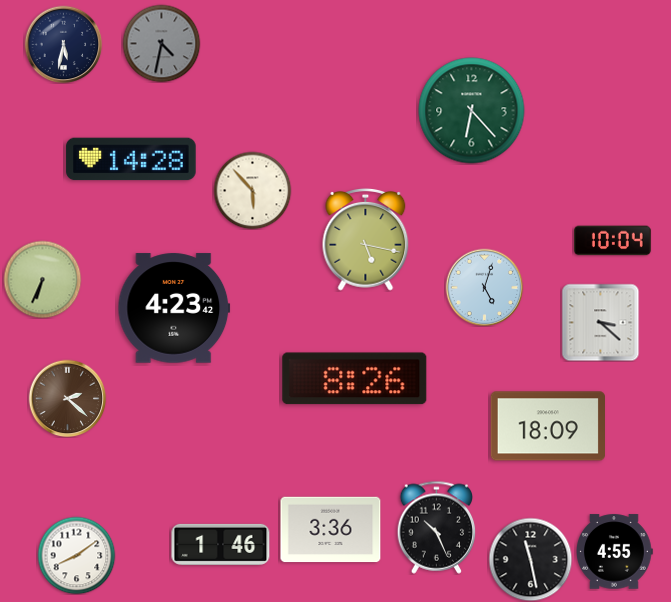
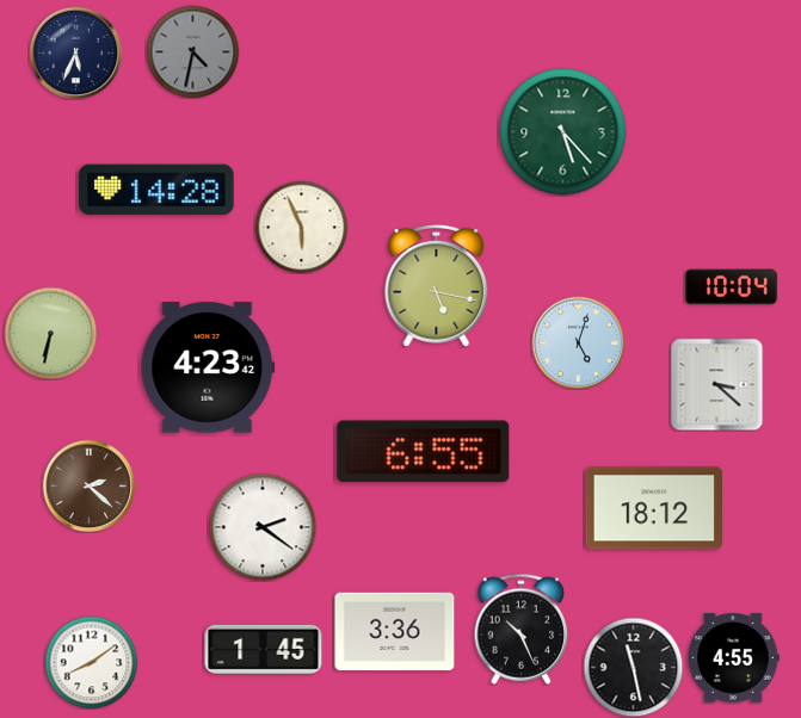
clock at (63, 44): 5:32 -> 5:34
clock at (472, 111): 6:23 -> 5:23
clock at (252, 190): 5:53 -> 5:56
clock at (42, 279): 6:34 -> 6:32
clock at (355, 379): 8:26 -> 6:55
clock at (67, 398) position: (67, 398) -> (88, 485)
clock at (547, 426): 18:09 -> 18:12
clock at (263, 527): none -> 2:21
clock at (221, 544): 1:46 -> 1:45
